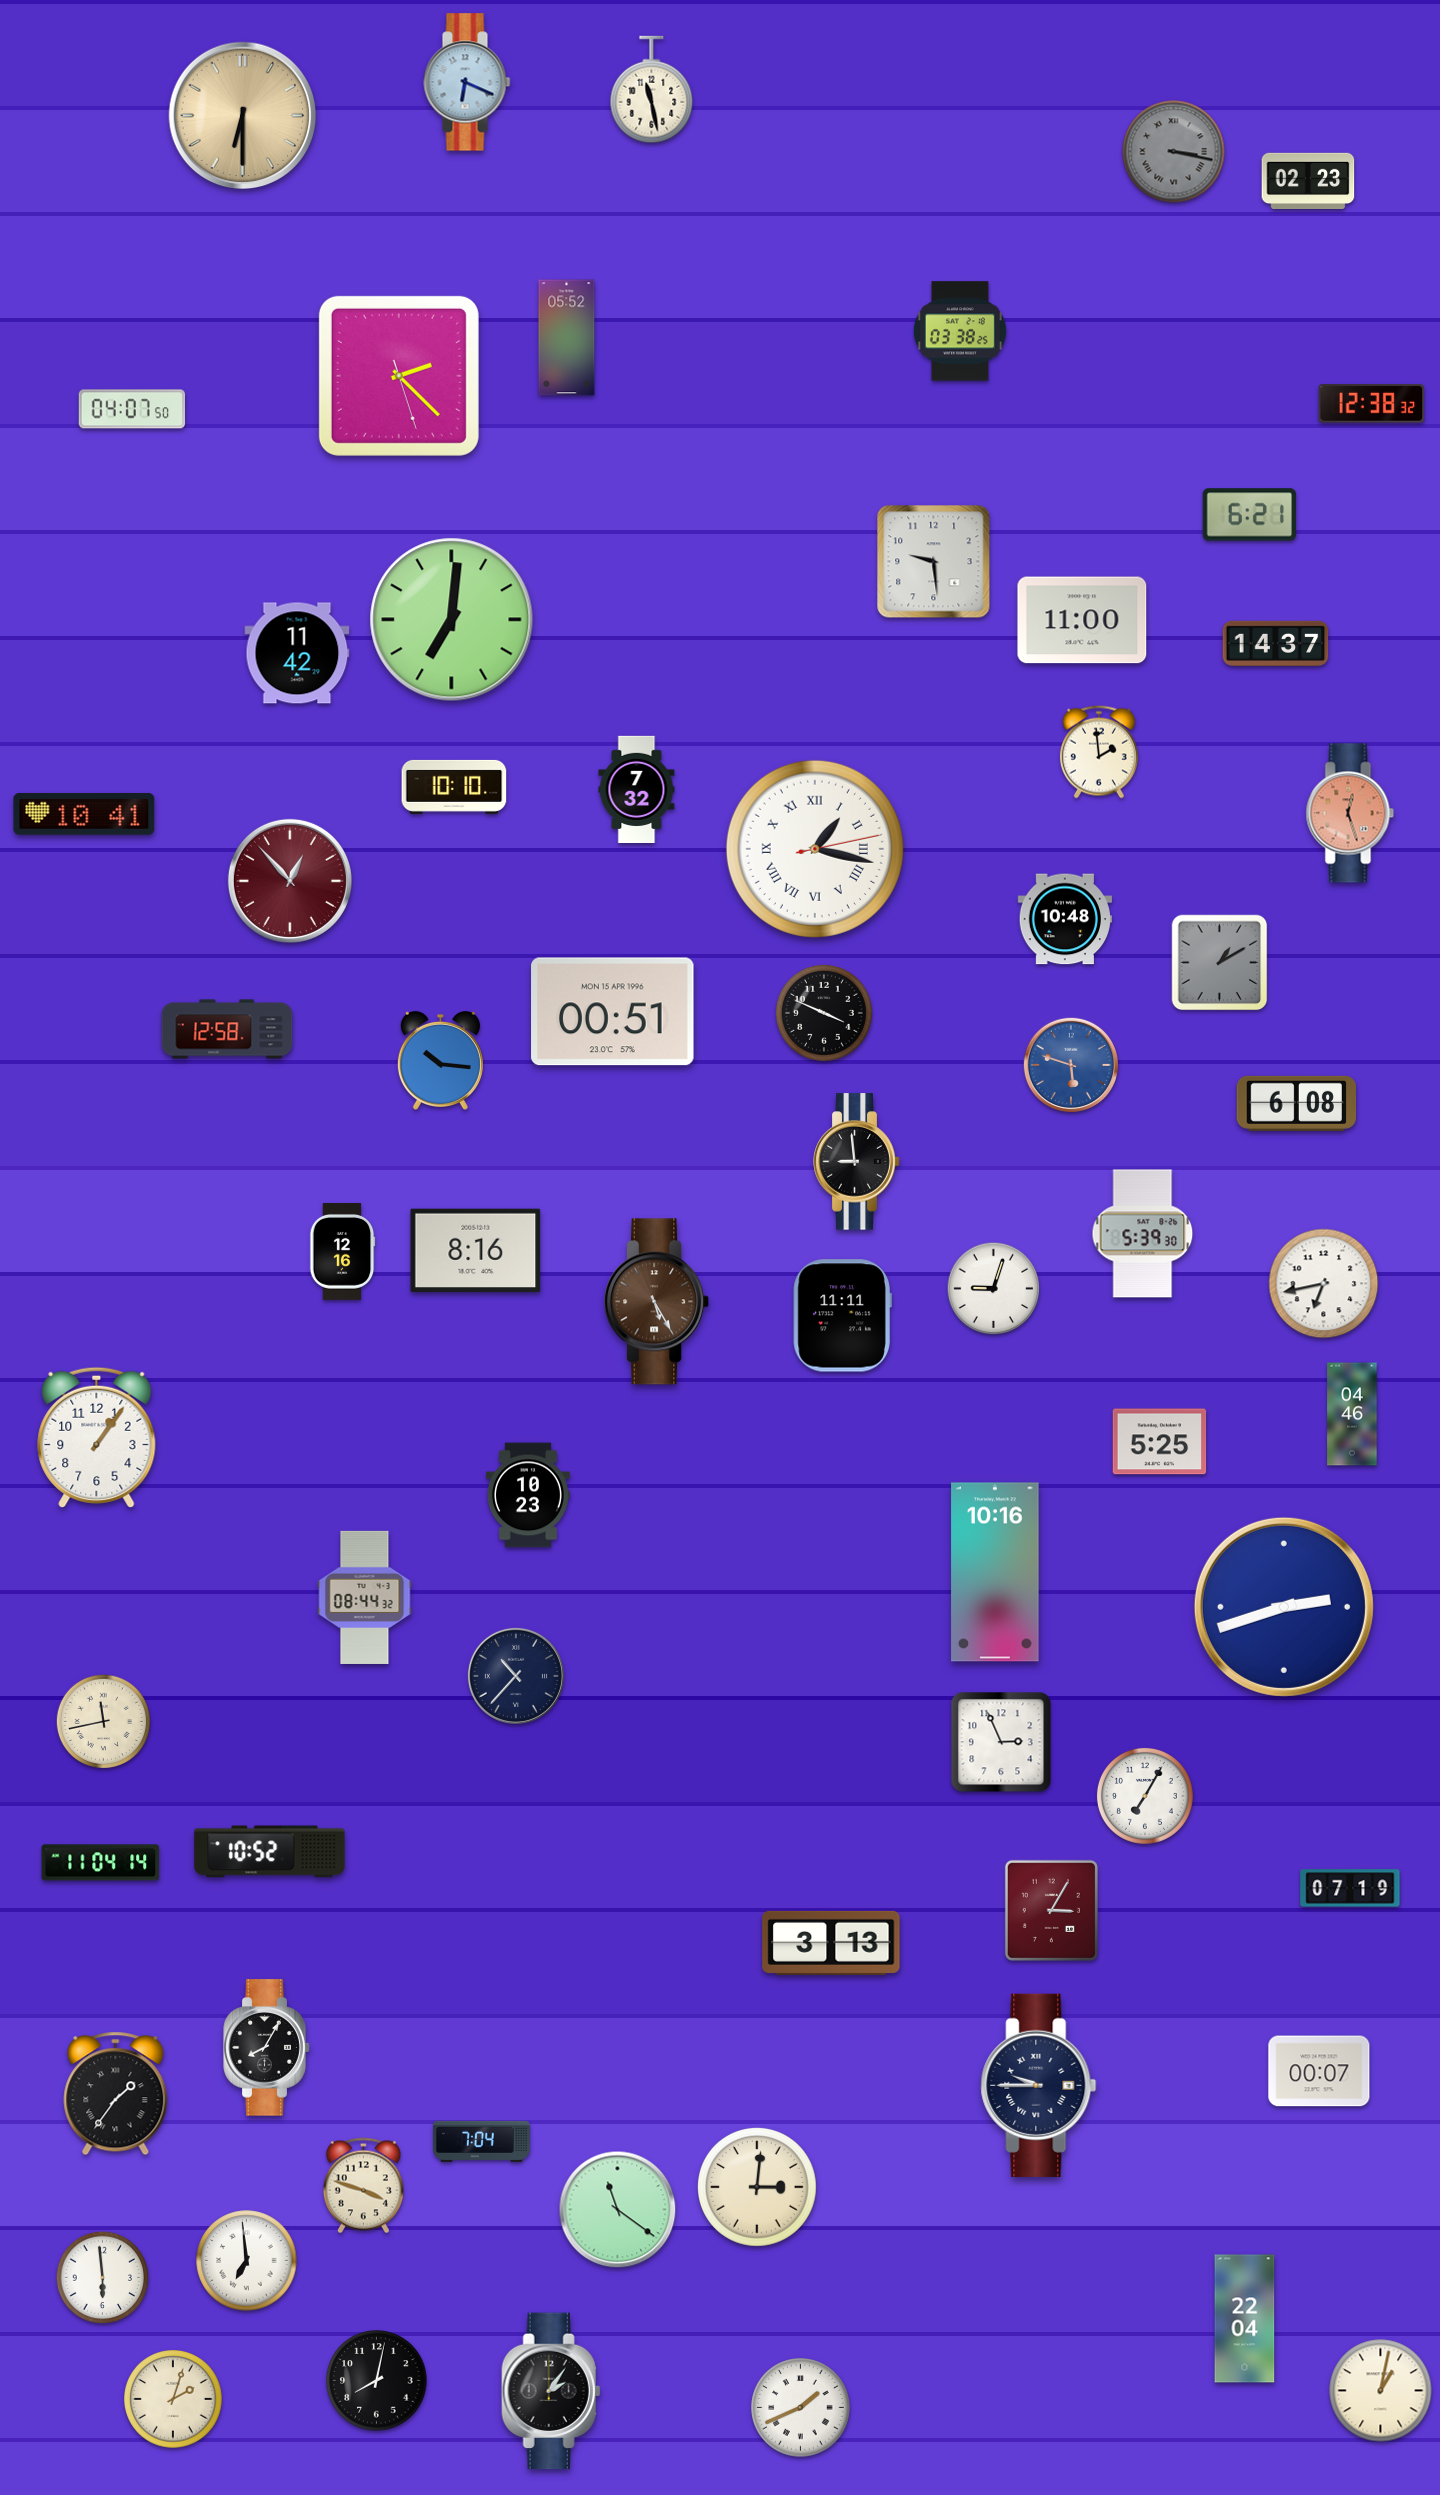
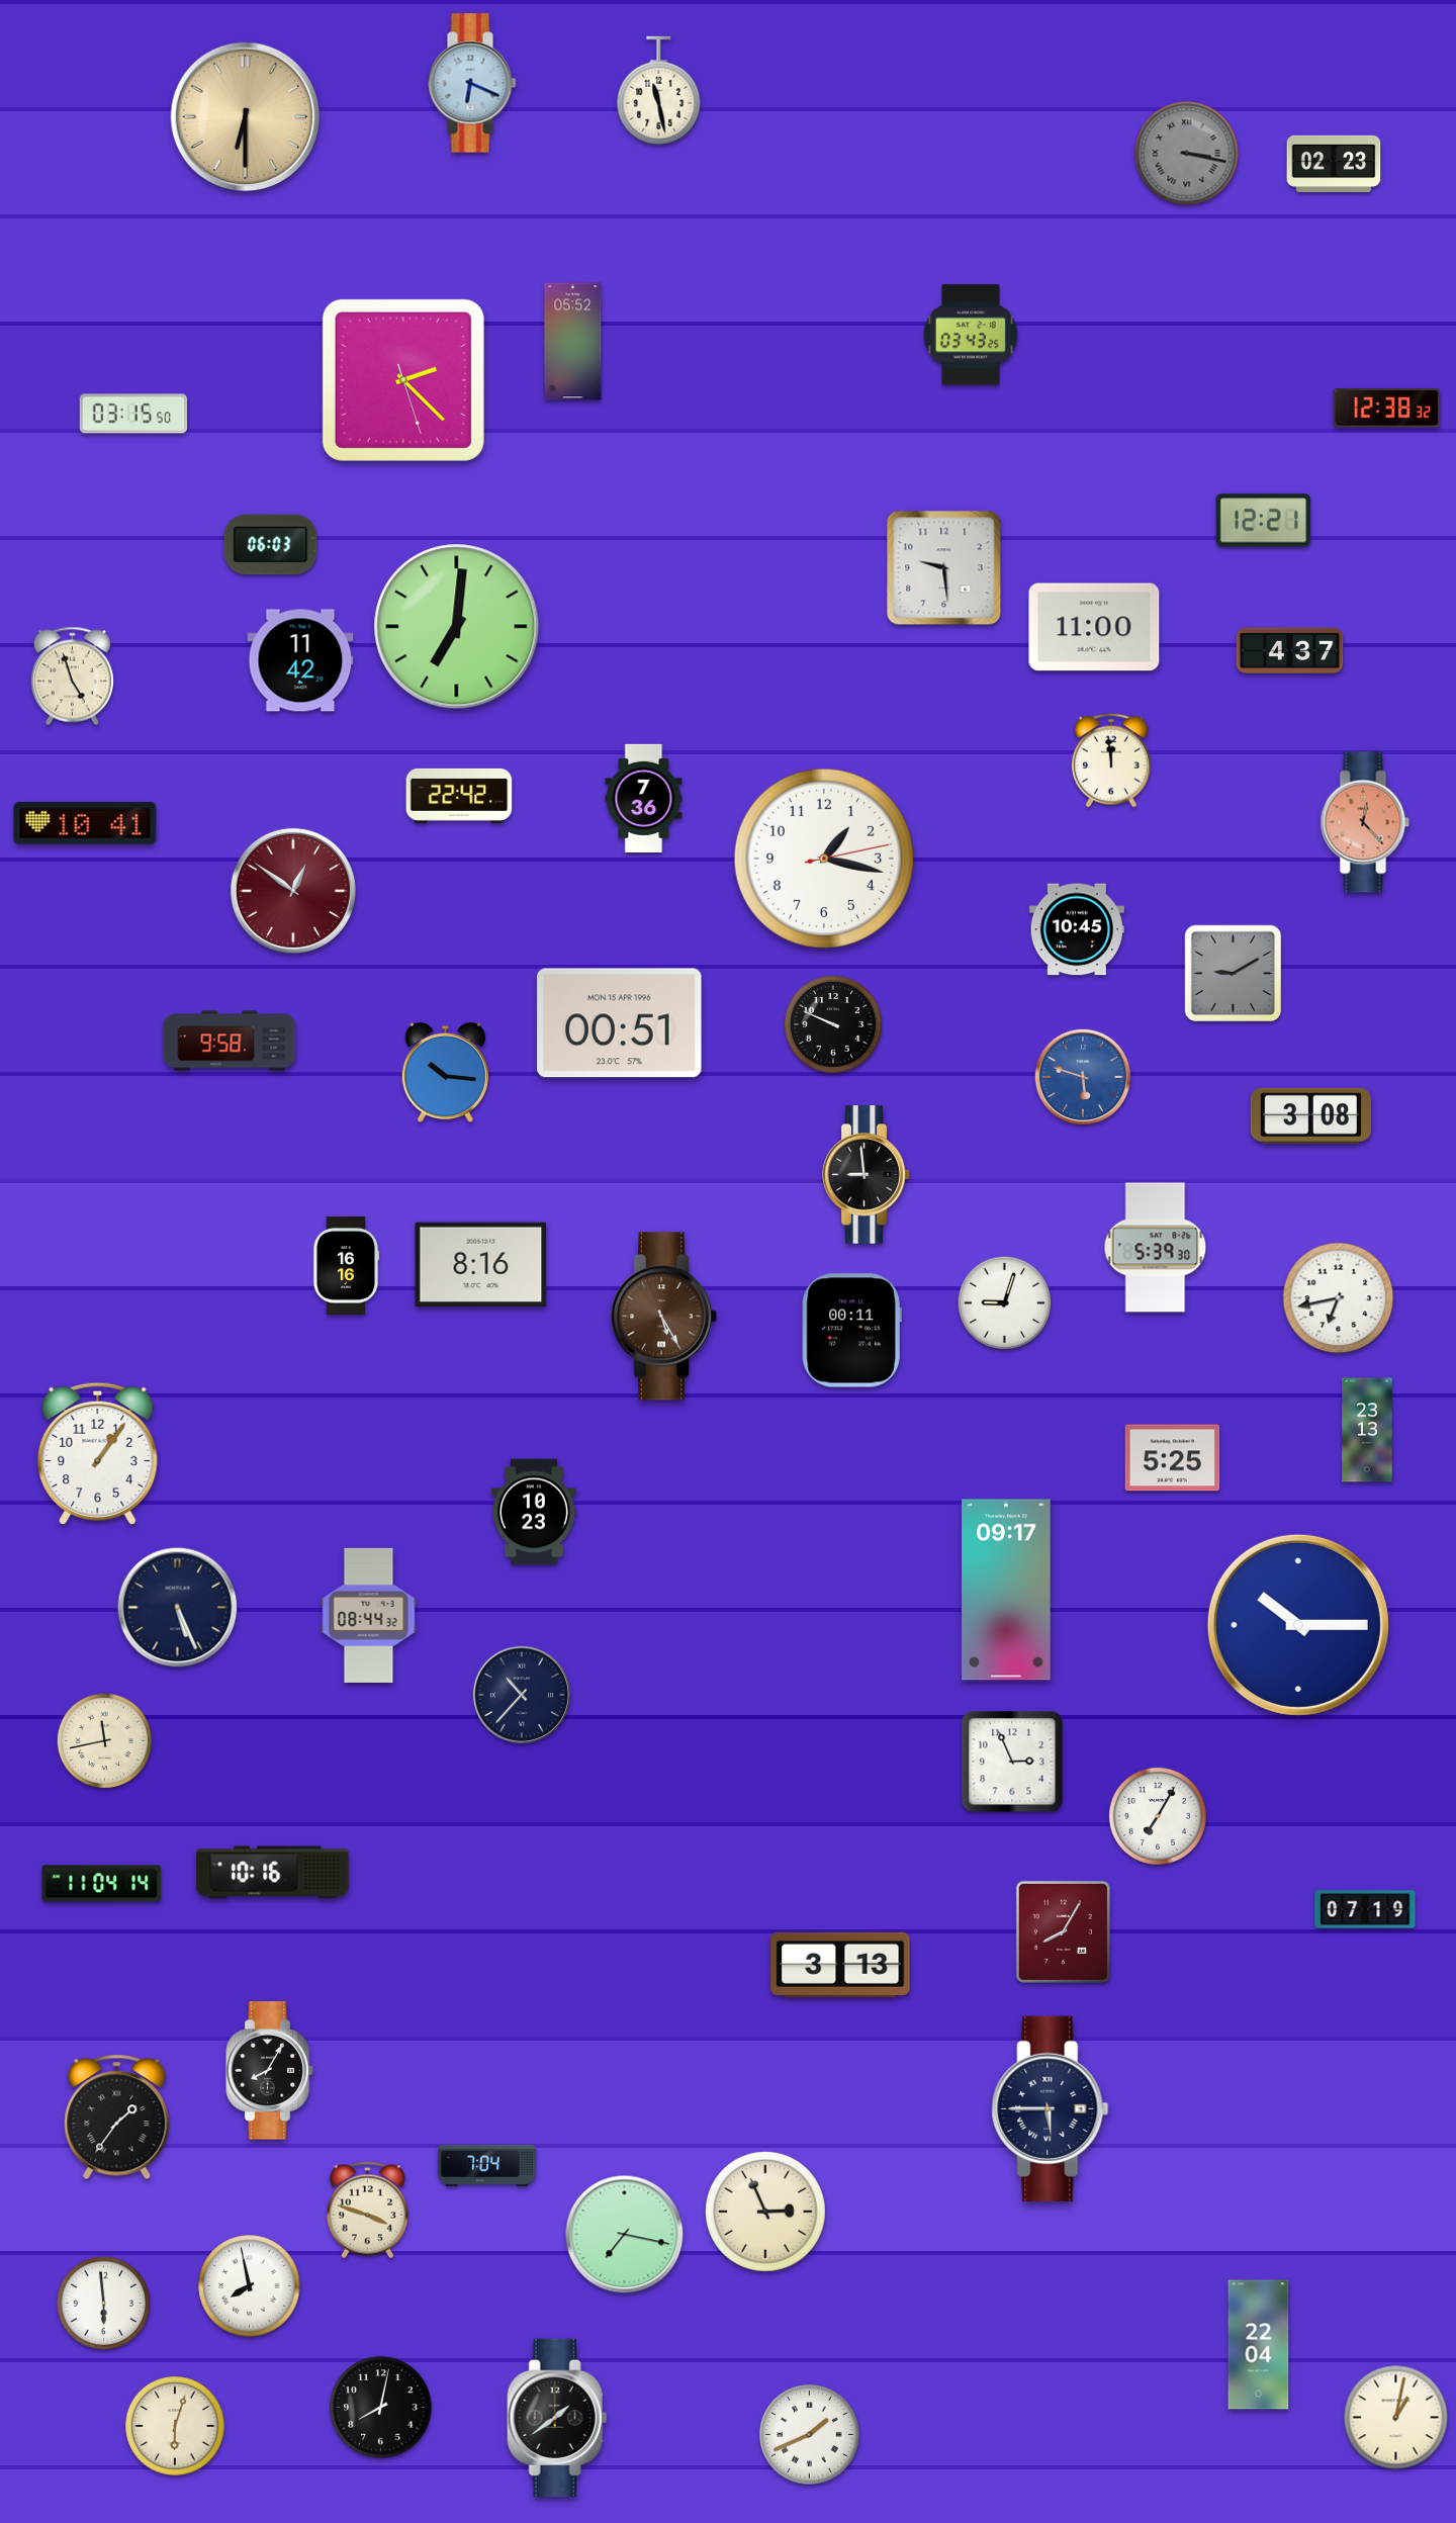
clock at (1308, 180) position: (1308, 180) -> (1334, 163)
clock at (960, 331): 03:38 -> 03:43
clock at (132, 409): 04:07 -> 03:15
clock at (1250, 515): 6:21 -> 12:21
clock at (271, 545): none -> 06:03
clock at (1276, 643): 14:37 -> 4:37
clock at (72, 677): none -> 4:57
clock at (1099, 752): 1:59 -> 11:59
clock at (454, 787): 10:10 -> 22:42
clock at (637, 789): 7:32 -> 7:36
clock at (1350, 813): 12:27 -> 12:23
clock at (815, 849) numerals: Roman -> Arabic
clock at (290, 881): 12:53 -> 12:51
clock at (1064, 919): 10:48 -> 10:45
clock at (1220, 963): 1:10 -> 9:10
clock at (824, 1013): 3:49 -> 9:49
clock at (227, 1029): 12:58 -> 9:58
clock at (1296, 1103): 6:08 -> 3:08
clock at (342, 1252): 12:16 -> 16:16
clock at (842, 1316): 11:11 -> 00:11
clock at (1352, 1414): 04:46 -> 23:13
clock at (995, 1572): 10:16 -> 09:17
clock at (178, 1608): none -> 5:26
clock at (1284, 1607): 2:42 -> 10:15
clock at (270, 1852): 10:52 -> 10:16
clock at (1051, 1910): 3:05 -> 8:05
clock at (1319, 2071): 00:07 -> none
clock at (1039, 2085): 9:45 -> 5:45
clock at (757, 2187): 3:01 -> 2:56
clock at (618, 2210): 11:21 -> 7:17
clock at (247, 2261): 6:59 -> 7:58
clock at (551, 2391): 2:06 -> 1:39
clock at (174, 2400): 2:03 -> 6:03
